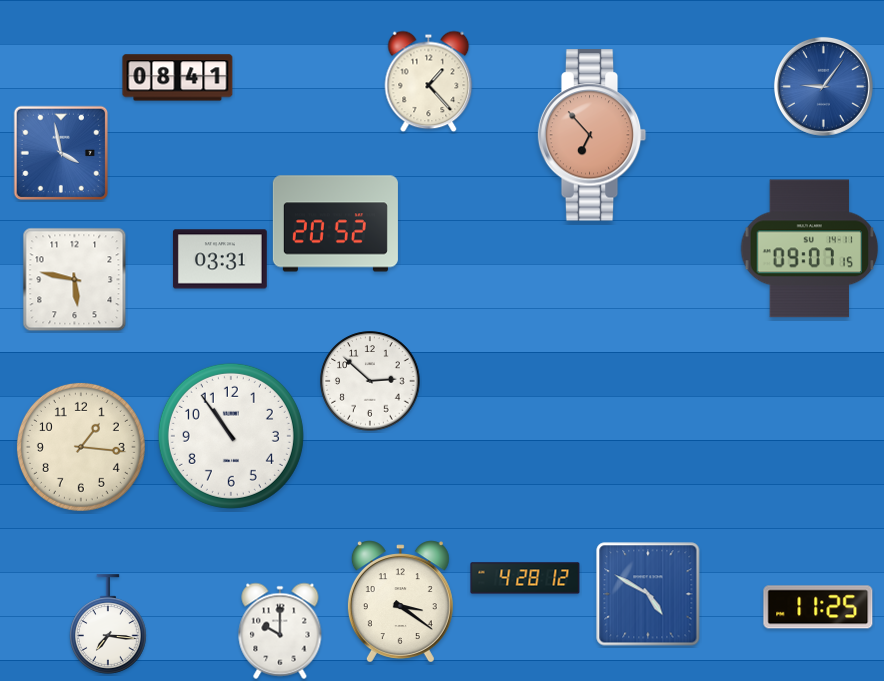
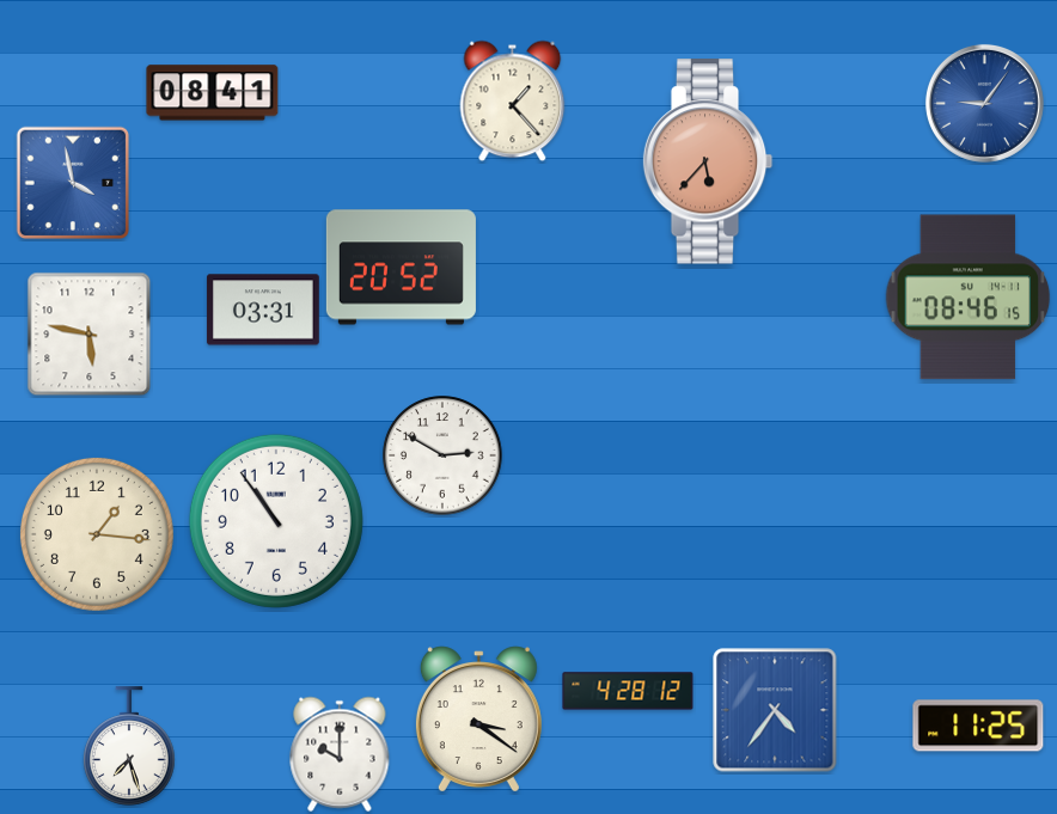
clock at (429, 82) position: (429, 82) -> (513, 102)
clock at (592, 135): 6:53 -> 5:37
clock at (810, 249): 09:07 -> 08:46
clock at (370, 381): 2:52 -> 2:50
clock at (648, 594): 4:50 -> 4:36
clock at (108, 624): 7:16 -> 7:27
clock at (280, 631) position: (280, 631) -> (340, 754)
